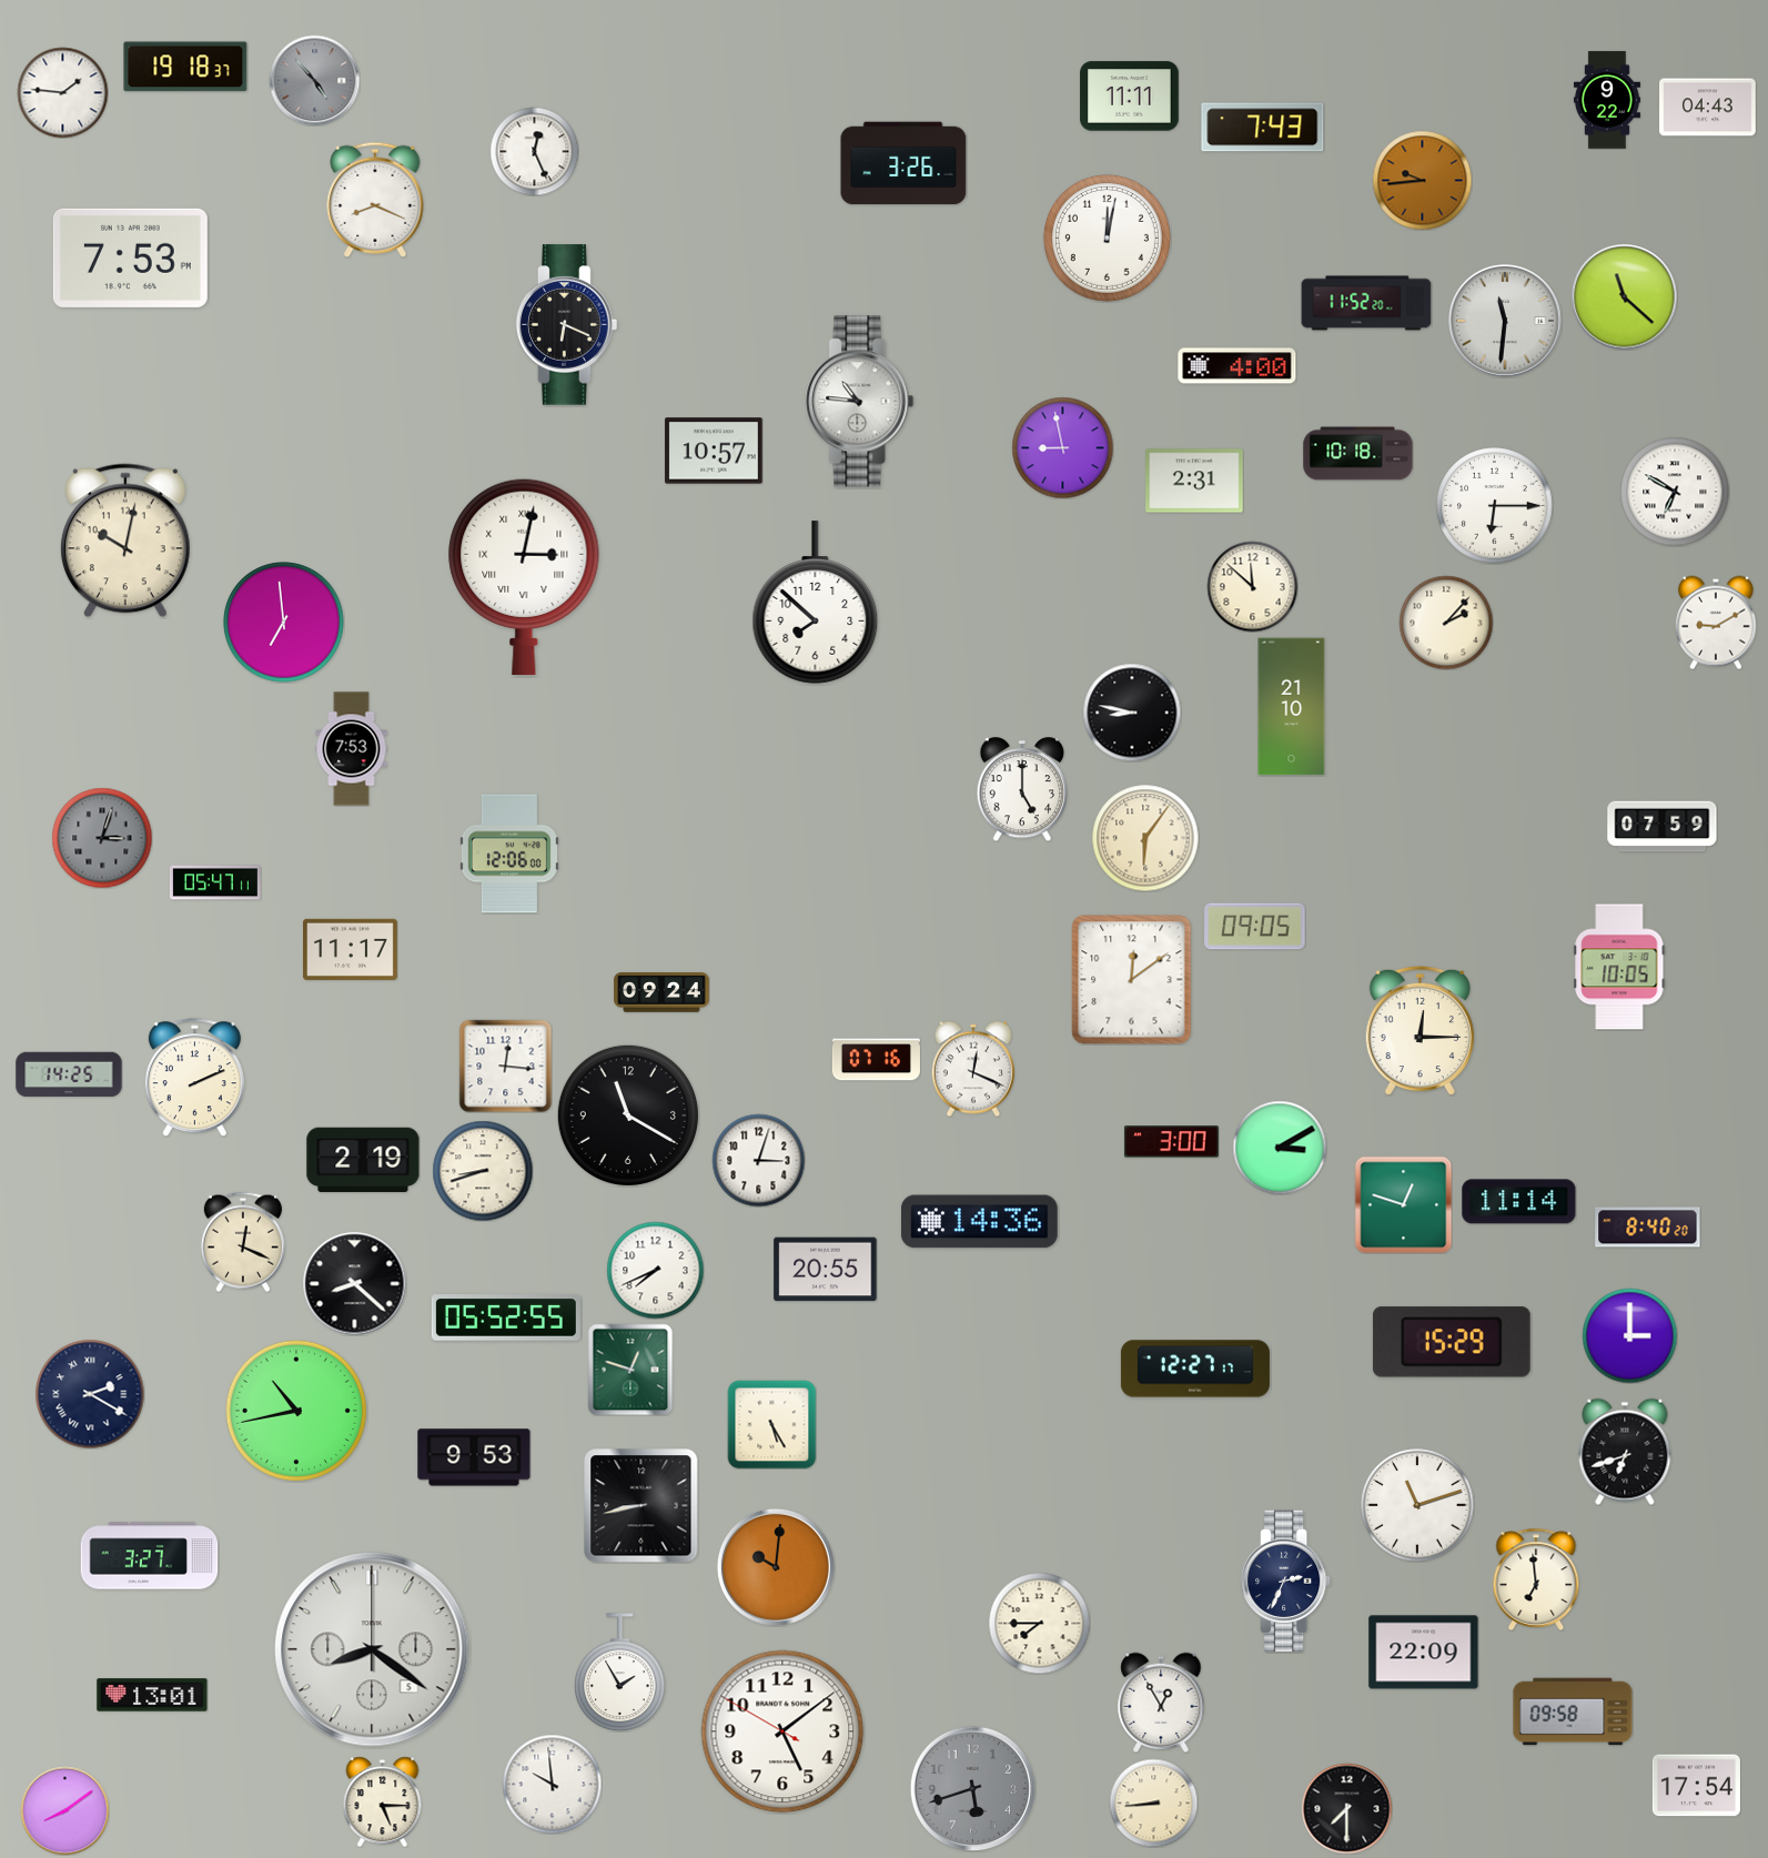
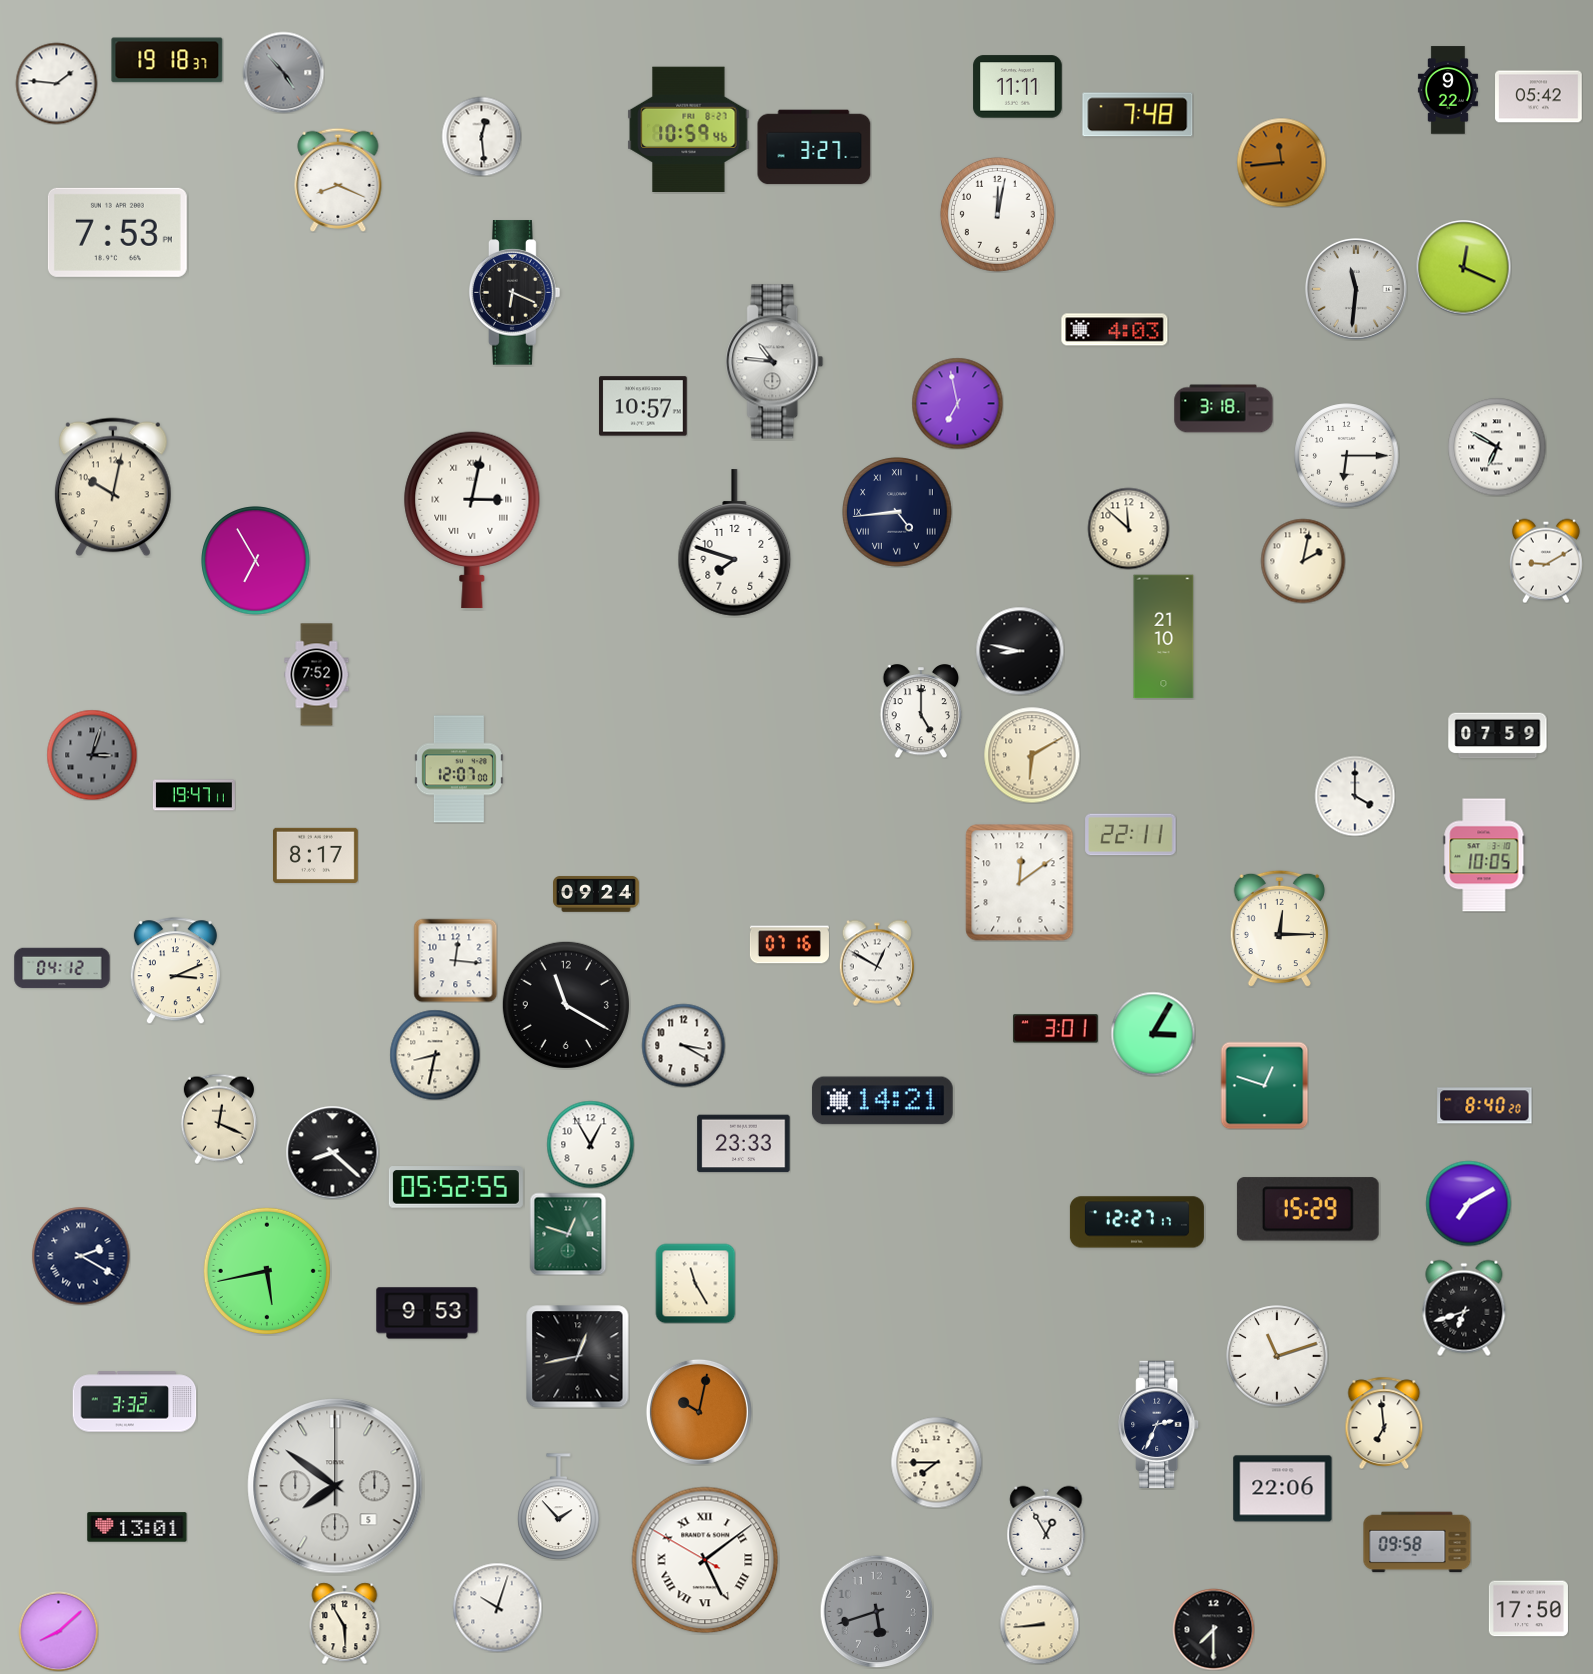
clock at (1708, 108): 04:43 -> 05:42
clock at (1263, 128): 7:43 -> 7:48
clock at (689, 129): none -> 10:59
clock at (534, 151): 12:26 -> 12:29
clock at (903, 163): 3:26 -> 3:27
clock at (1422, 180): 9:44 -> 11:44
clock at (1624, 296): 11:22 -> 12:19
clock at (1366, 303): 11:52 -> none
clock at (567, 325) position: (567, 325) -> (515, 293)
clock at (1237, 366): 4:00 -> 4:03
clock at (1062, 447): 8:58 -> 6:58
clock at (1358, 454): 10:18 -> 3:18
clock at (1194, 481): 2:31 -> none
clock at (1675, 492) position: (1675, 492) -> (1497, 447)
clock at (897, 512): none -> 4:44
clock at (816, 603): 7:52 -> 7:48
clock at (284, 623): 6:59 -> 6:55
clock at (1446, 623): 2:07 -> 2:02
clock at (1132, 713) position: (1132, 713) -> (1020, 651)
clock at (352, 749): 7:53 -> 7:52
clock at (1663, 827) position: (1663, 827) -> (1498, 736)
clock at (1145, 838): 6:06 -> 6:10
clock at (509, 854): 12:06 -> 12:07
clock at (215, 882): 05:47 -> 19:47
clock at (1355, 796): none -> 4:00
clock at (1255, 927): 09:05 -> 22:11
clock at (351, 949): 11:17 -> 8:17
clock at (1619, 967) position: (1619, 967) -> (1484, 855)
clock at (876, 1060) position: (876, 1060) -> (789, 945)
clock at (972, 1069): 12:19 -> 12:50
clock at (69, 1074): 14:25 -> 04:12
clock at (194, 1078): 2:11 -> 3:11
clock at (1172, 1142): 3:00 -> 3:01
clock at (1280, 1148): 3:10 -> 3:05
clock at (363, 1160): 2:19 -> none
clock at (758, 1160): 3:03 -> 3:20
clock at (483, 1171): 8:42 -> 8:32
clock at (1519, 1202): 11:14 -> none
clock at (979, 1222): 14:36 -> 14:21
clock at (655, 1270): 7:41 -> 12:55
clock at (826, 1270): 20:55 -> 23:33
clock at (354, 1283) position: (354, 1283) -> (332, 1152)
clock at (1629, 1335): 3:00 -> 7:10
clock at (1195, 1369) position: (1195, 1369) -> (1137, 1222)
clock at (296, 1411): 10:43 -> 5:43
clock at (771, 1424): 5:25 -> 11:25
clock at (641, 1506): 8:43 -> 12:43
clock at (150, 1556): 3:27 -> 3:32
clock at (776, 1567): 10:01 -> 10:02
clock at (372, 1649): 8:21 -> 7:51
clock at (1424, 1653): 22:09 -> 22:06
clock at (620, 1673): 1:55 -> 1:53
clock at (1161, 1702) position: (1161, 1702) -> (1046, 1530)
clock at (782, 1731) numerals: Arabic -> Roman
clock at (552, 1784): 9:59 -> 10:03
clock at (1696, 1786): 17:54 -> 17:50
clock at (383, 1801): 5:15 -> 5:55
clock at (64, 1810): 8:09 -> 8:08
